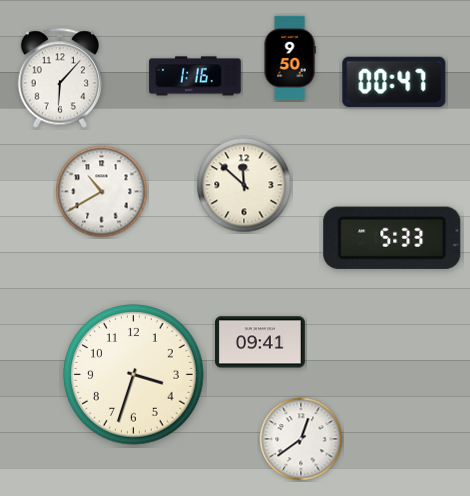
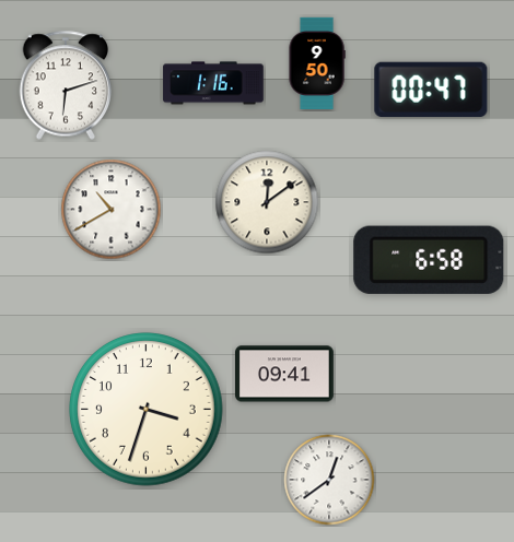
clock at (60, 78): 6:07 -> 6:12
clock at (244, 185): 11:52 -> 12:09
clock at (392, 238): 5:33 -> 6:58
